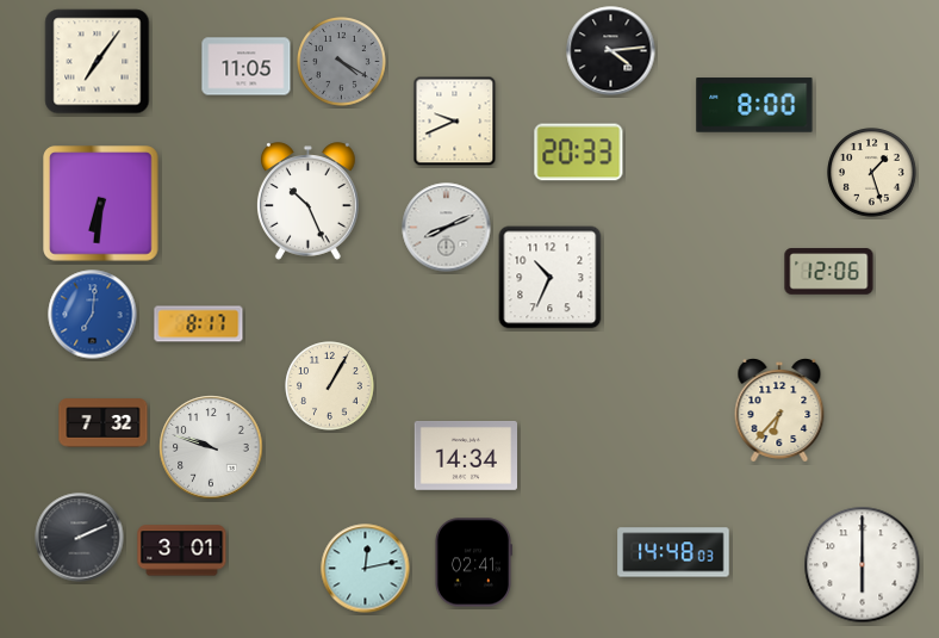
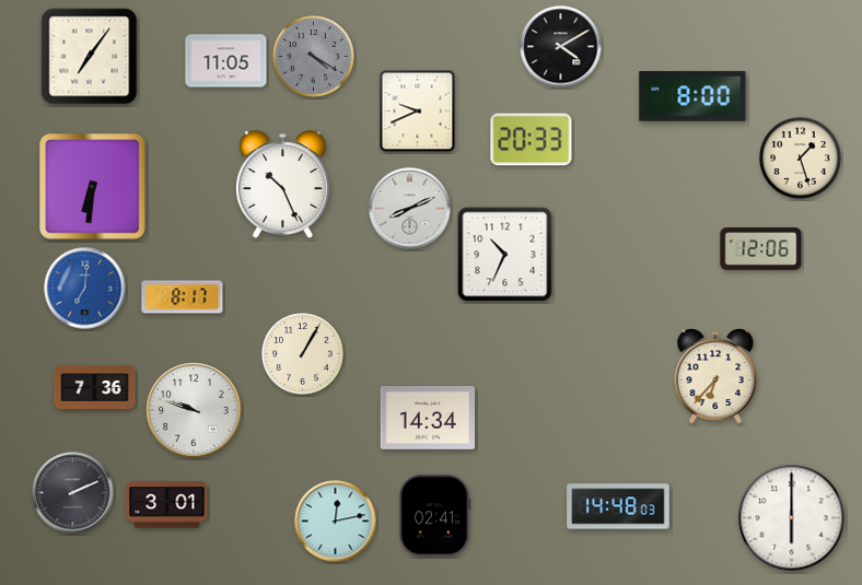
clock at (611, 51): 4:14 -> 4:10
clock at (104, 423): 7:32 -> 7:36
